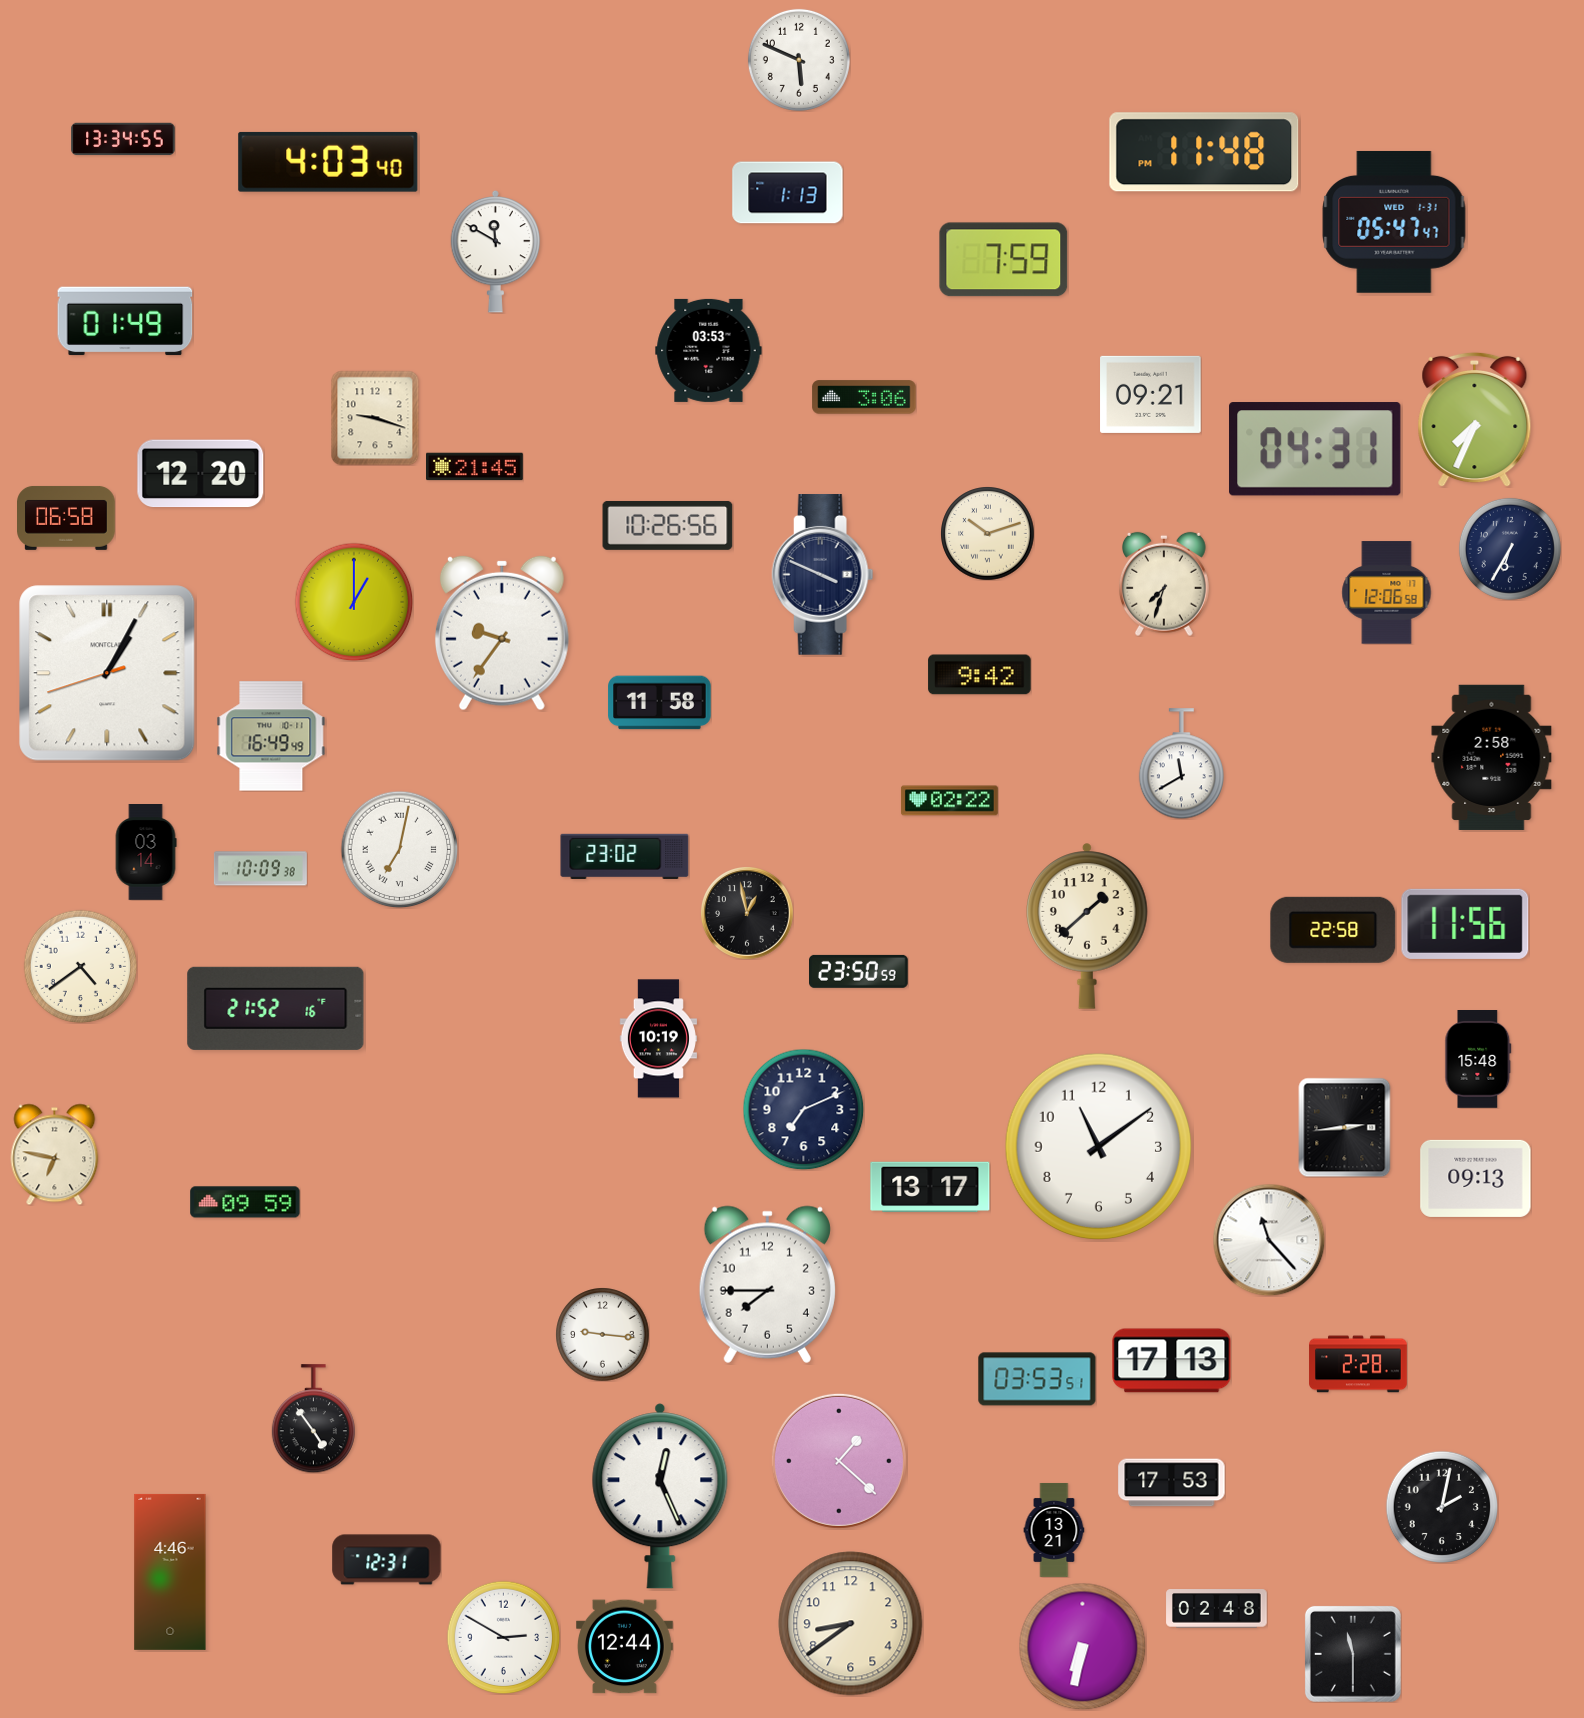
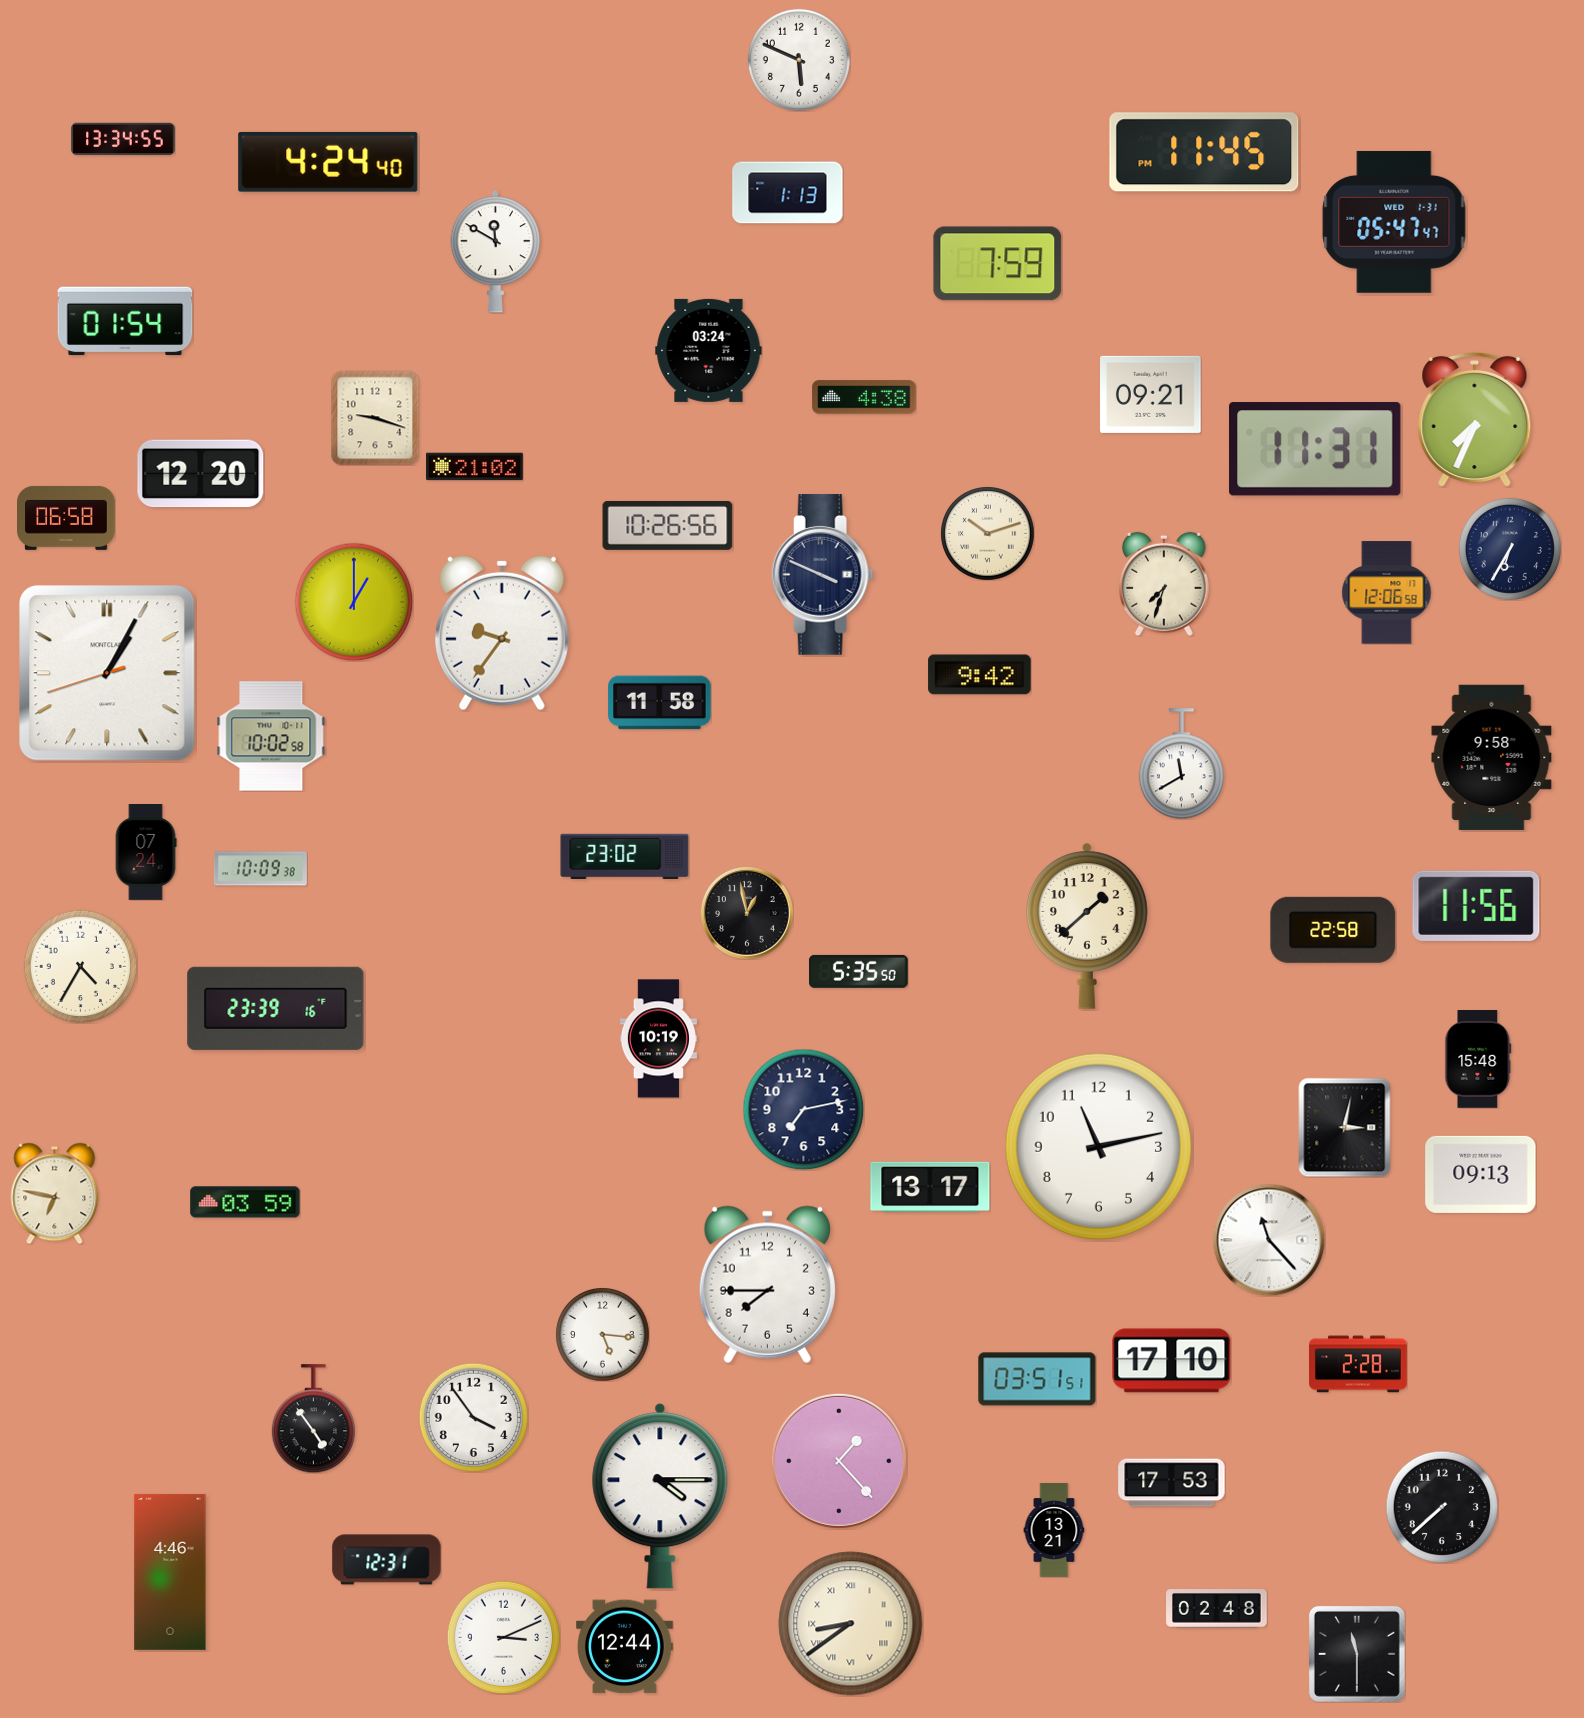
clock at (1204, 152): 11:48 -> 11:45
clock at (328, 162): 4:03 -> 4:24
clock at (1004, 260) position: (1004, 260) -> (998, 264)
clock at (125, 321): 01:49 -> 01:54
clock at (709, 350): 03:53 -> 03:24
clock at (864, 397): 3:06 -> 4:38
clock at (1315, 449): 04:31 -> 11:31
clock at (475, 467): 21:45 -> 21:02
clock at (271, 736): 16:49 -> 10:02
clock at (1492, 757): 2:58 -> 9:58
clock at (949, 801): 02:22 -> none
clock at (399, 849): 7:02 -> none
clock at (146, 853): 03:14 -> 07:24
clock at (1465, 924) position: (1465, 924) -> (1476, 906)
clock at (80, 966): 4:39 -> 4:35
clock at (859, 971): 23:50 -> 5:35
clock at (276, 1008): 21:52 -> 23:39
clock at (803, 1109): 7:11 -> 7:13
clock at (1345, 1127): 2:44 -> 3:02
clock at (1099, 1147): 11:09 -> 11:13
clock at (55, 1154) position: (55, 1154) -> (55, 1193)
clock at (1476, 1178) position: (1476, 1178) -> (1481, 1174)
clock at (245, 1202): 09:59 -> 03:59
clock at (602, 1334): 9:16 -> 5:16
clock at (1172, 1361): 17:13 -> 17:10
clock at (1037, 1379): 03:53 -> 03:51
clock at (473, 1417): none -> 3:54
clock at (839, 1461): 1:22 -> 1:23
clock at (660, 1496): 12:26 -> 4:15
clock at (1441, 1506): 2:02 -> 7:38
clock at (851, 1624) numerals: Arabic -> Roman
clock at (503, 1637): 2:50 -> 3:11
clock at (1082, 1646): 6:32 -> none
clock at (1353, 1654) position: (1353, 1654) -> (1357, 1654)
